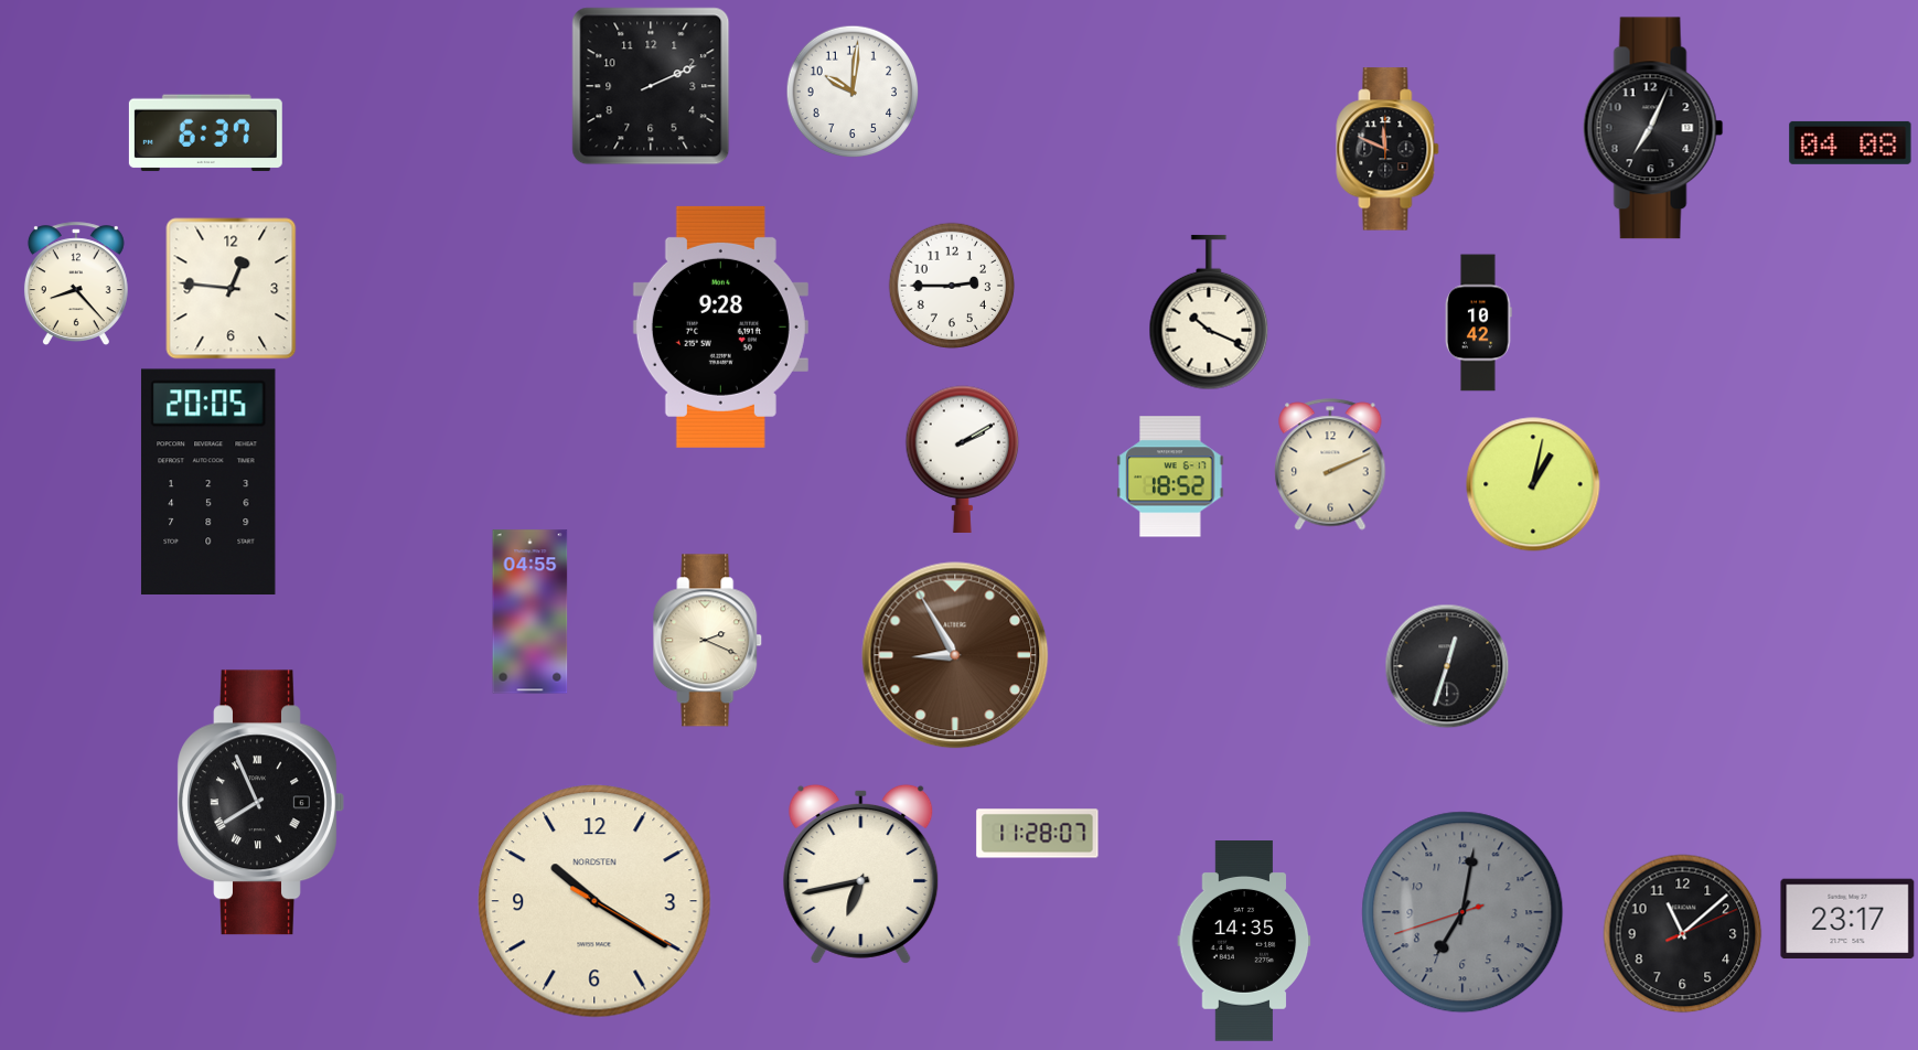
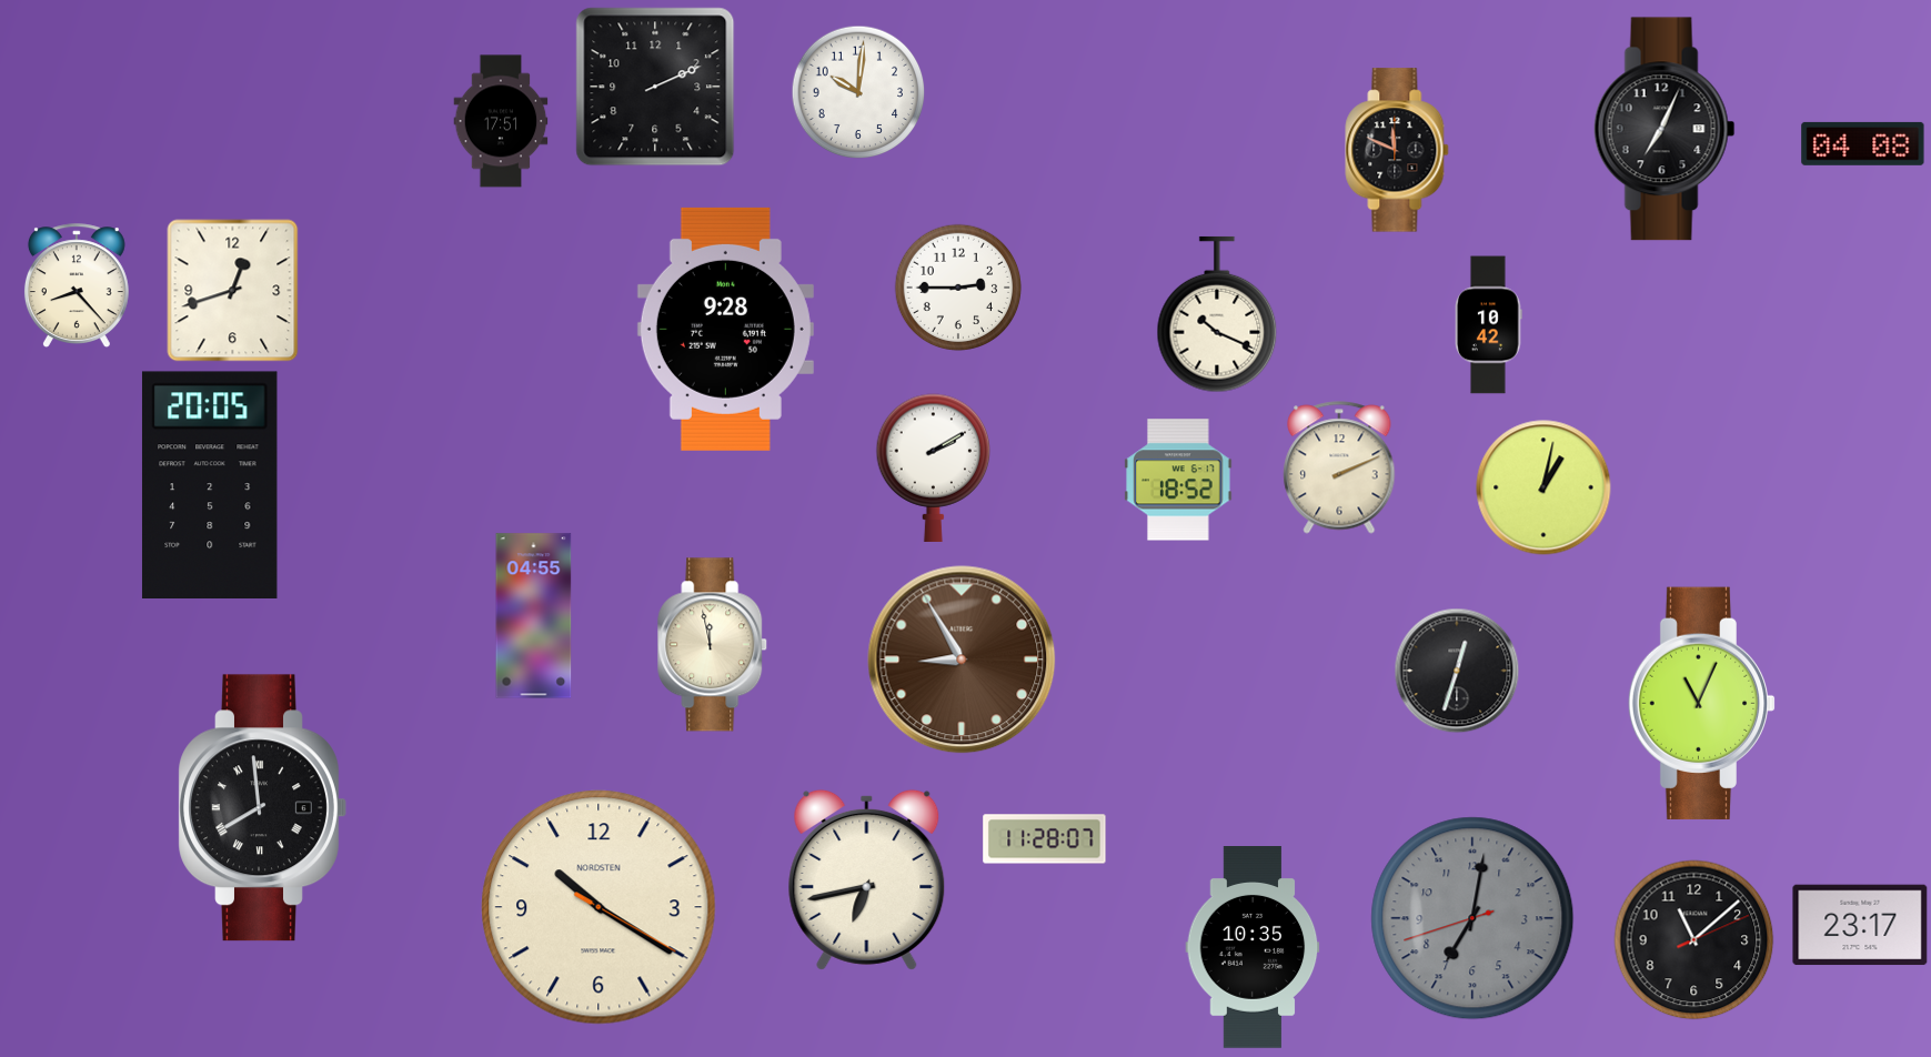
clock at (501, 121): none -> 17:51
clock at (205, 133): 6:37 -> none
clock at (232, 289): 12:46 -> 12:42
clock at (963, 459) position: (963, 459) -> (934, 467)
clock at (708, 641): 2:19 -> 11:58
clock at (1702, 703): none -> 11:04
clock at (260, 803): 7:56 -> 7:59
clock at (1244, 942): 14:35 -> 10:35
